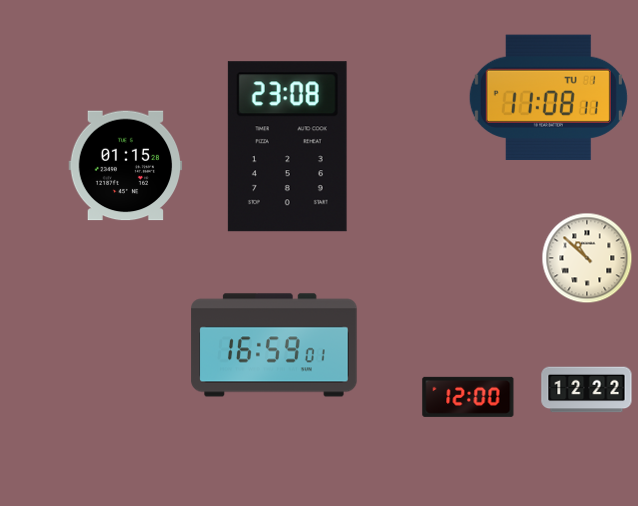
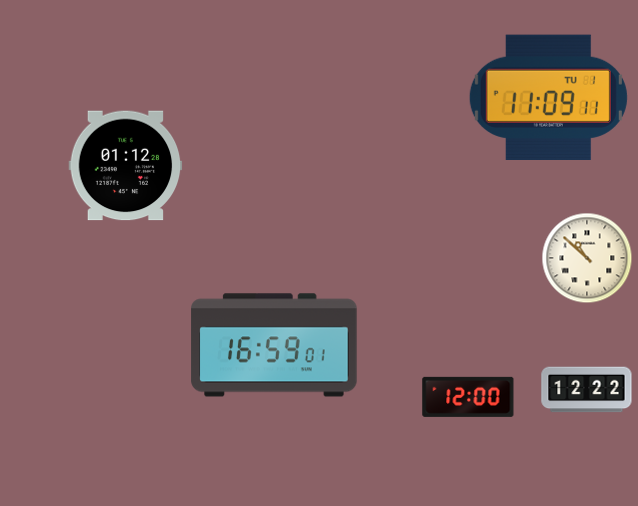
clock at (548, 97): 11:08 -> 11:09
clock at (287, 147): 23:08 -> none
clock at (126, 166): 01:15 -> 01:12
